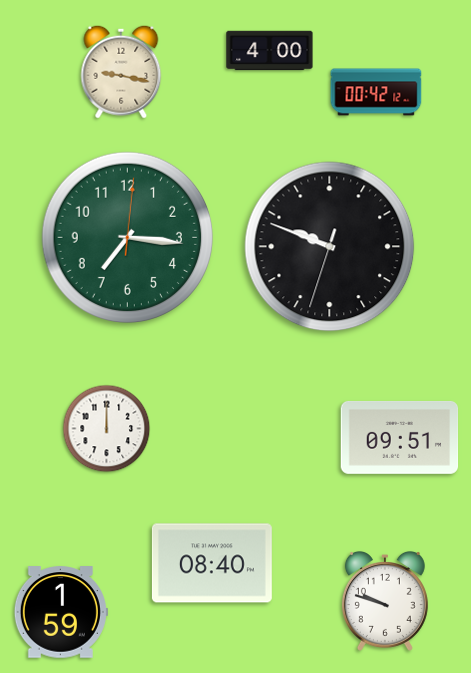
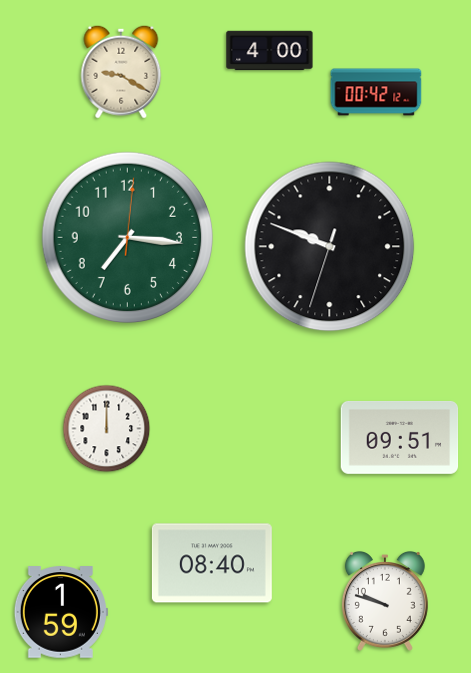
clock at (121, 72): 9:17 -> 9:20
